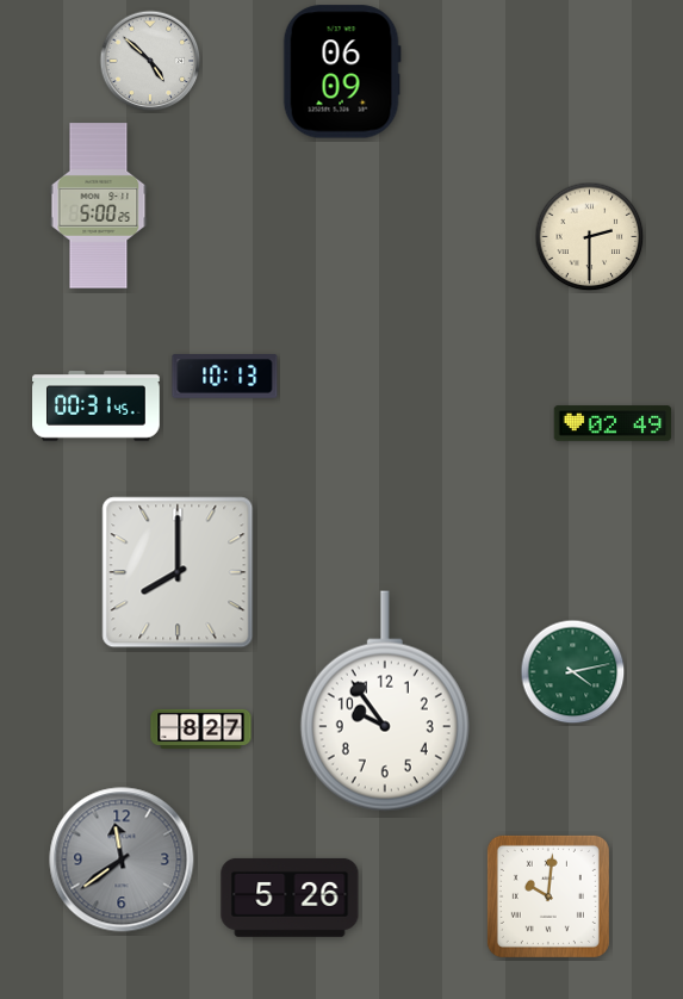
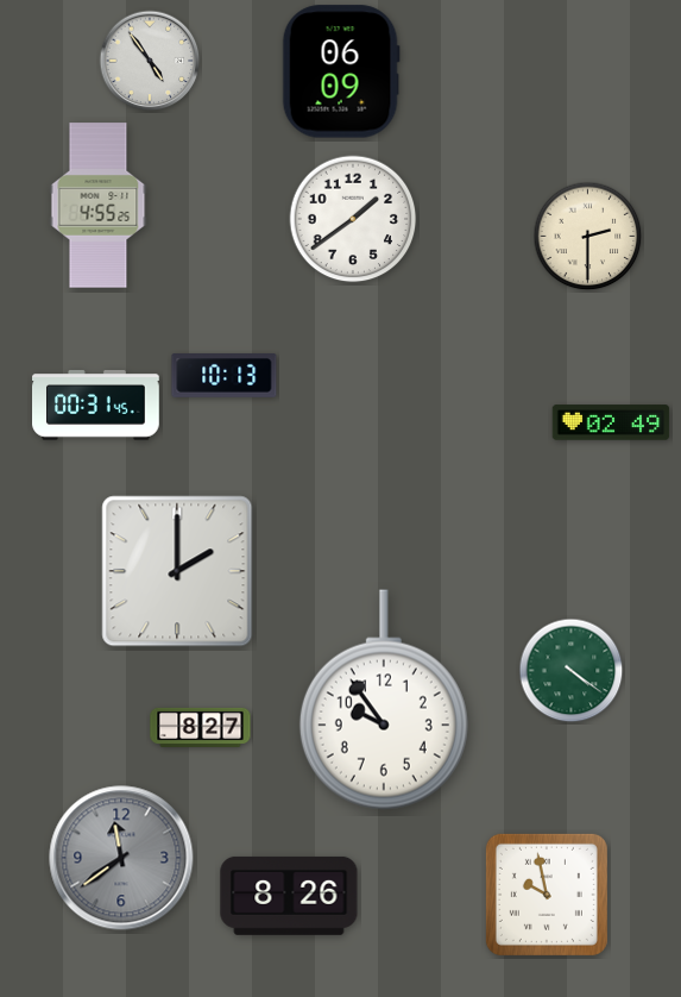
clock at (150, 61): 4:52 -> 4:54
clock at (99, 206): 5:00 -> 4:55
clock at (353, 219): none -> 1:39
clock at (178, 572): 8:00 -> 2:00
clock at (573, 672): 4:13 -> 4:21
clock at (548, 896): 10:01 -> 9:58
clock at (290, 898): 5:26 -> 8:26
